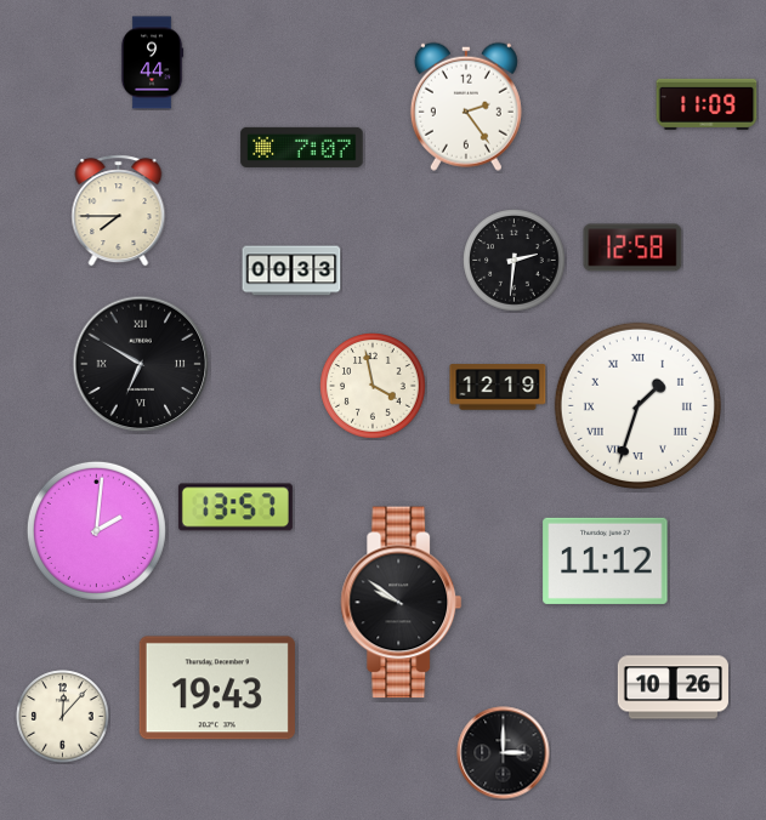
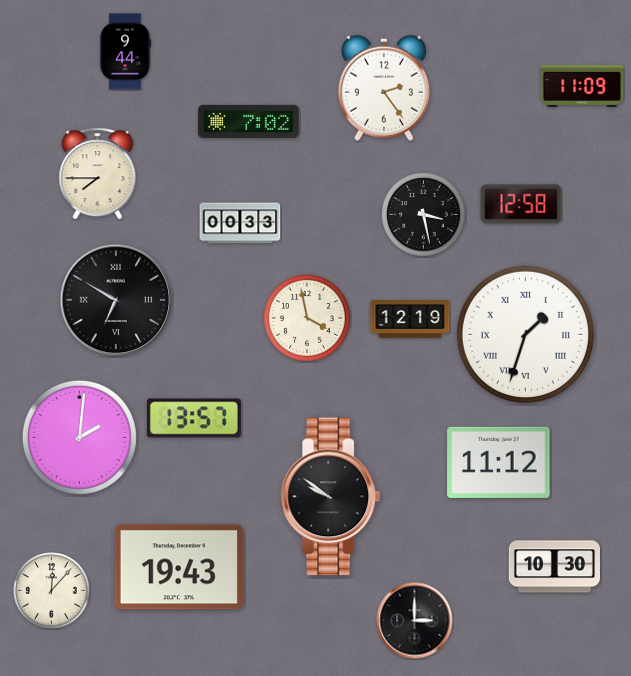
clock at (302, 147): 7:07 -> 7:02
clock at (515, 261): 2:31 -> 3:28
clock at (673, 688): 10:26 -> 10:30
